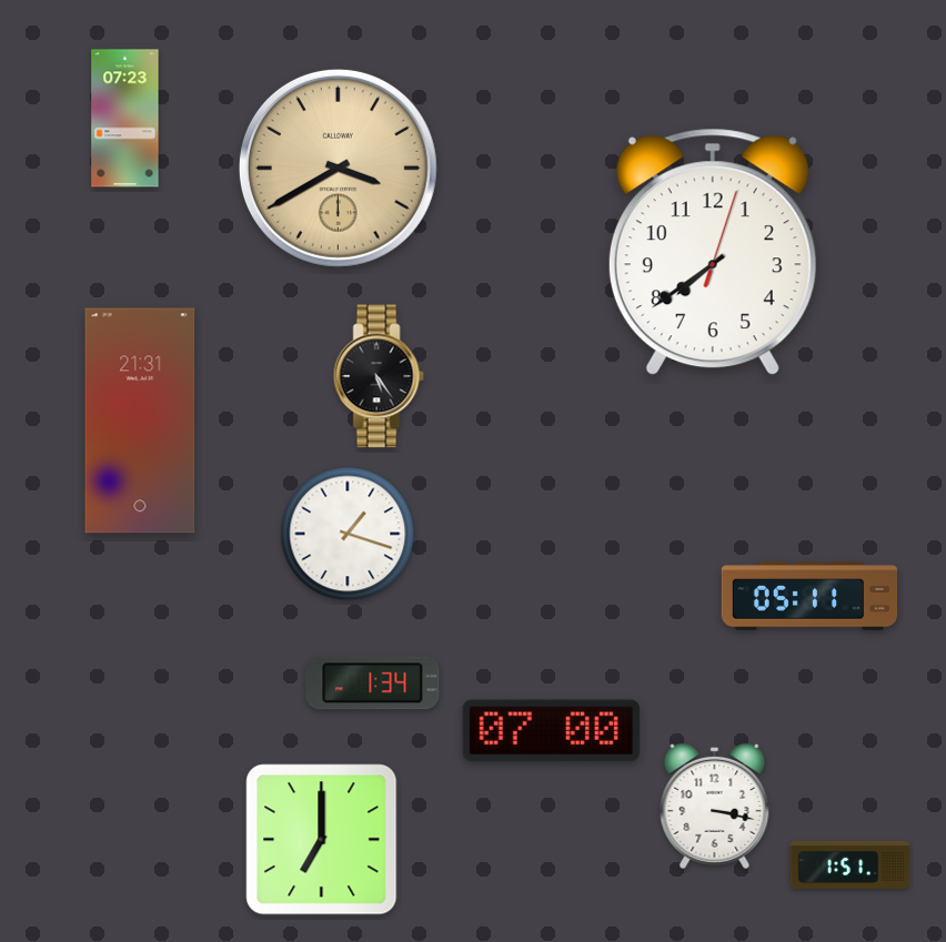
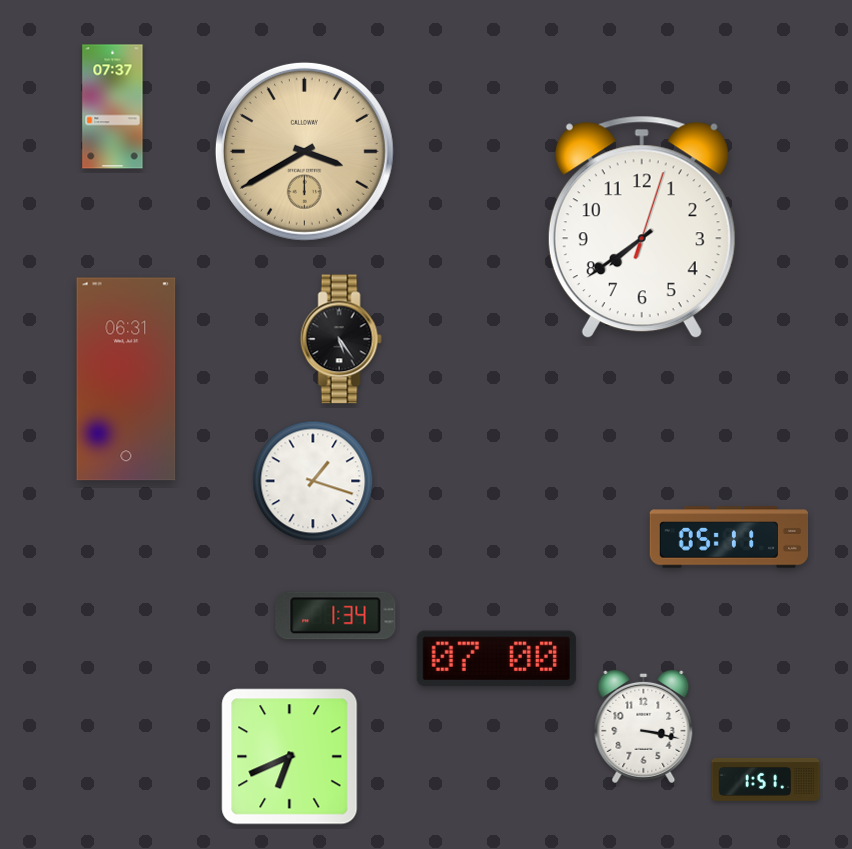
clock at (125, 119): 07:23 -> 07:37
clock at (140, 421): 21:31 -> 06:31
clock at (322, 840): 7:00 -> 6:41
